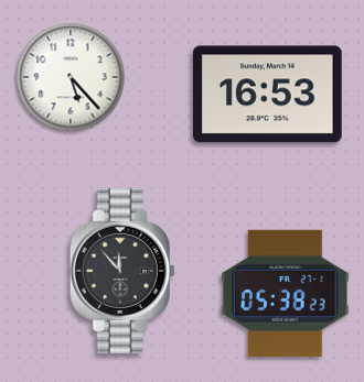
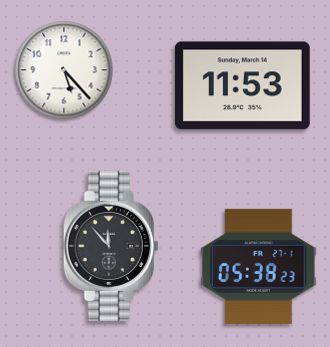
clock at (267, 95): 16:53 -> 11:53
